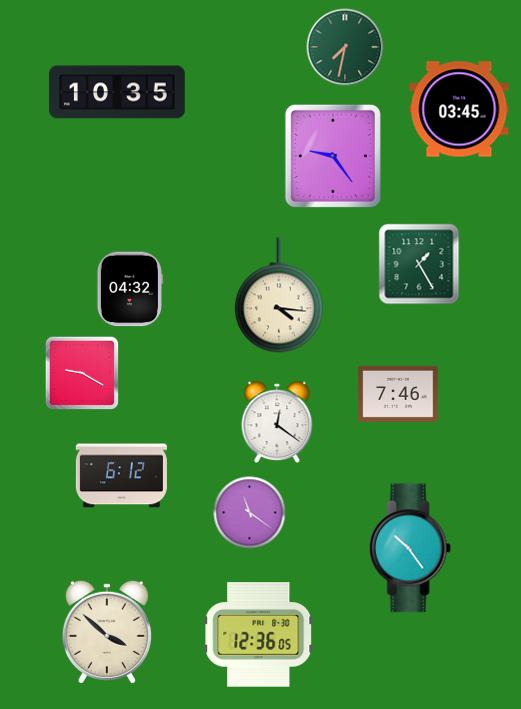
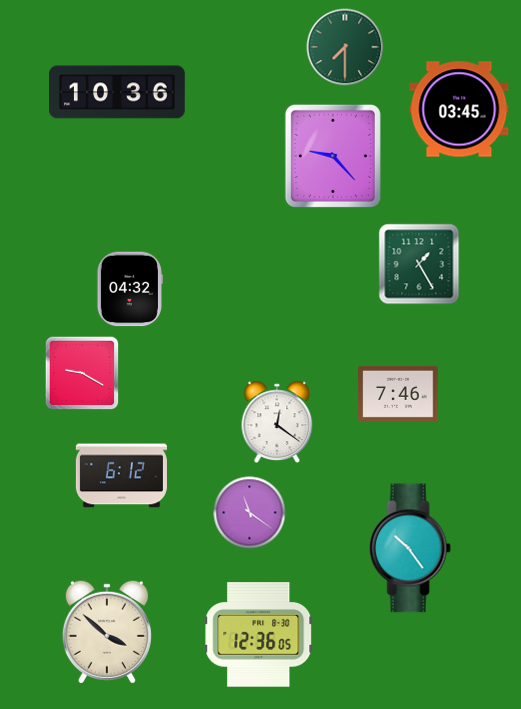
clock at (345, 47): 7:32 -> 7:30
clock at (117, 92): 10:35 -> 10:36
clock at (333, 156): 9:24 -> 9:23
clock at (279, 295): 4:16 -> none
